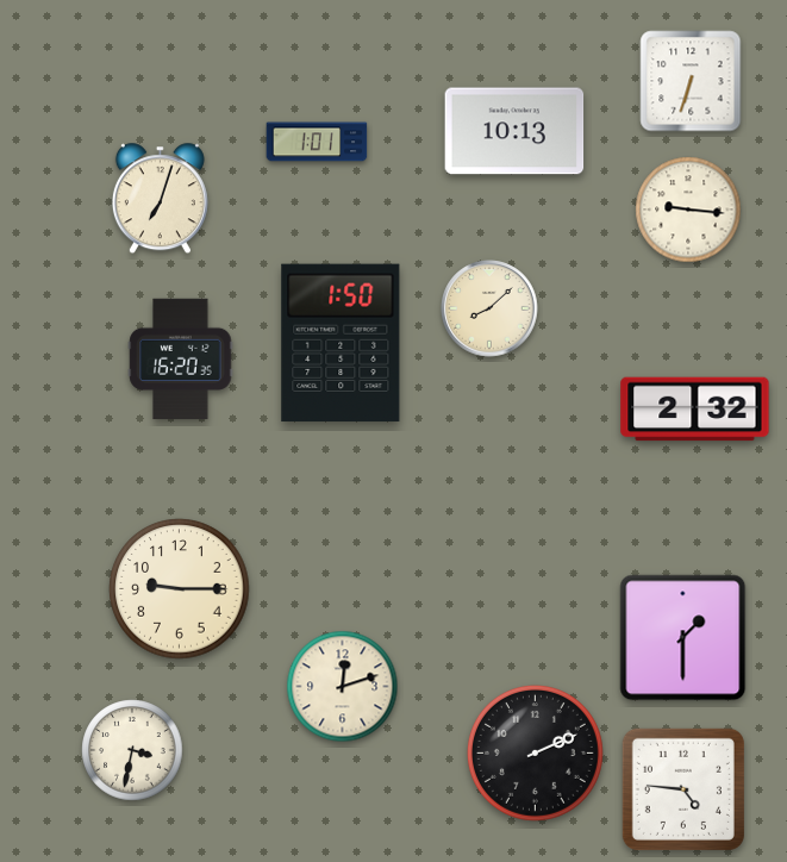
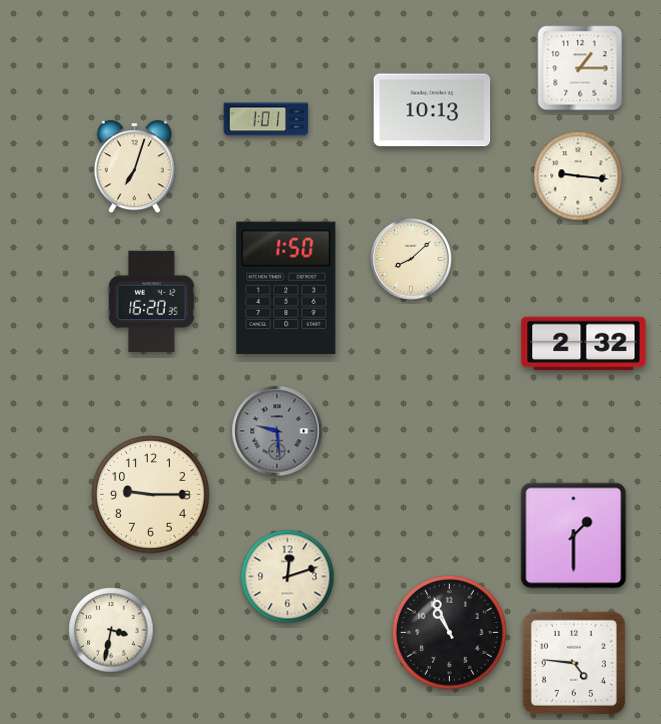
clock at (691, 81): 6:33 -> 1:15
clock at (277, 431): none -> 9:29
clock at (535, 752): 2:11 -> 10:56
